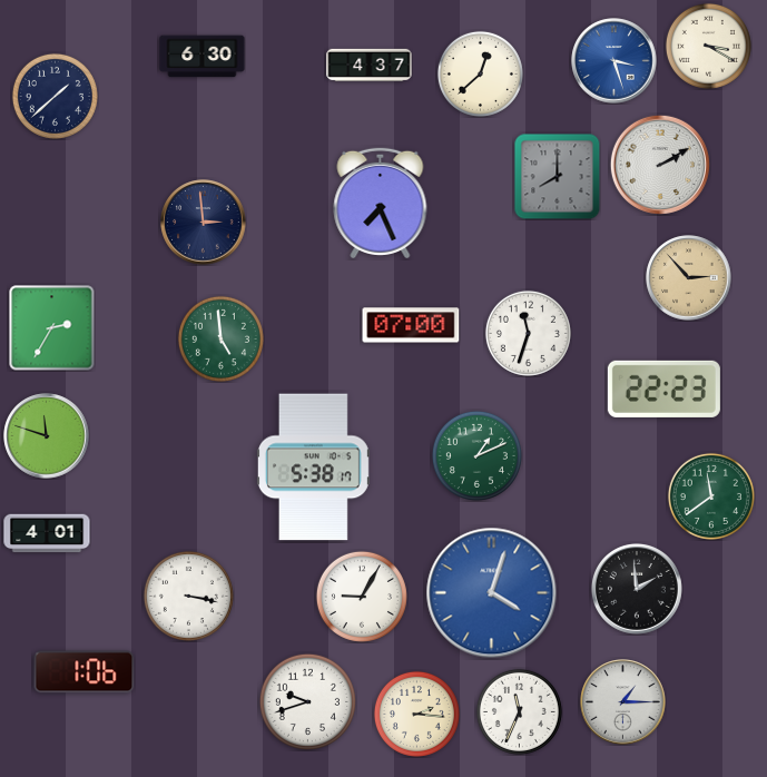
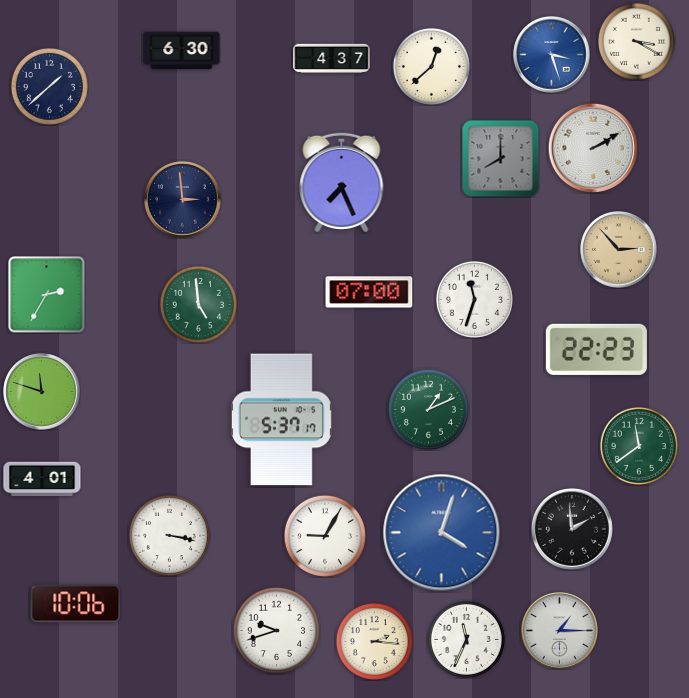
clock at (313, 468): 5:38 -> 5:37
clock at (85, 672): 1:06 -> 10:06
